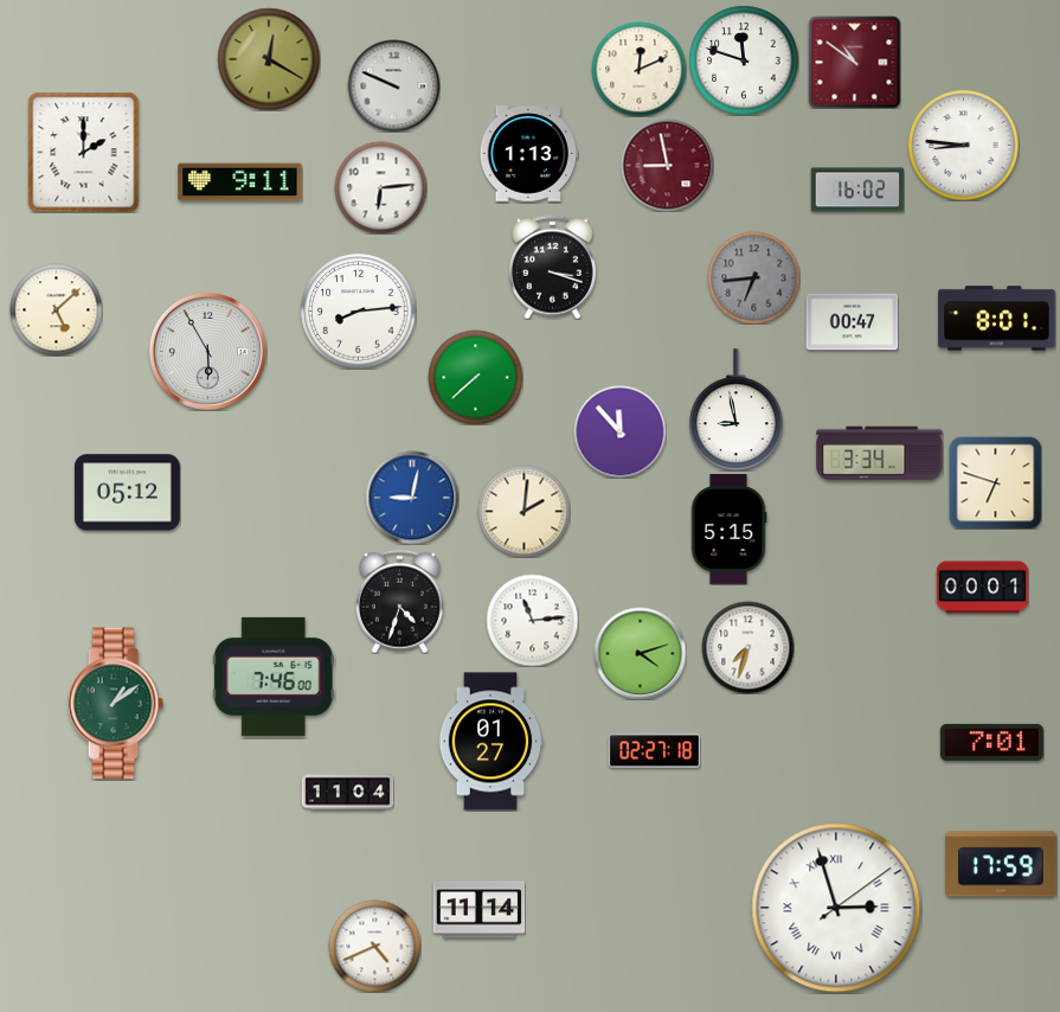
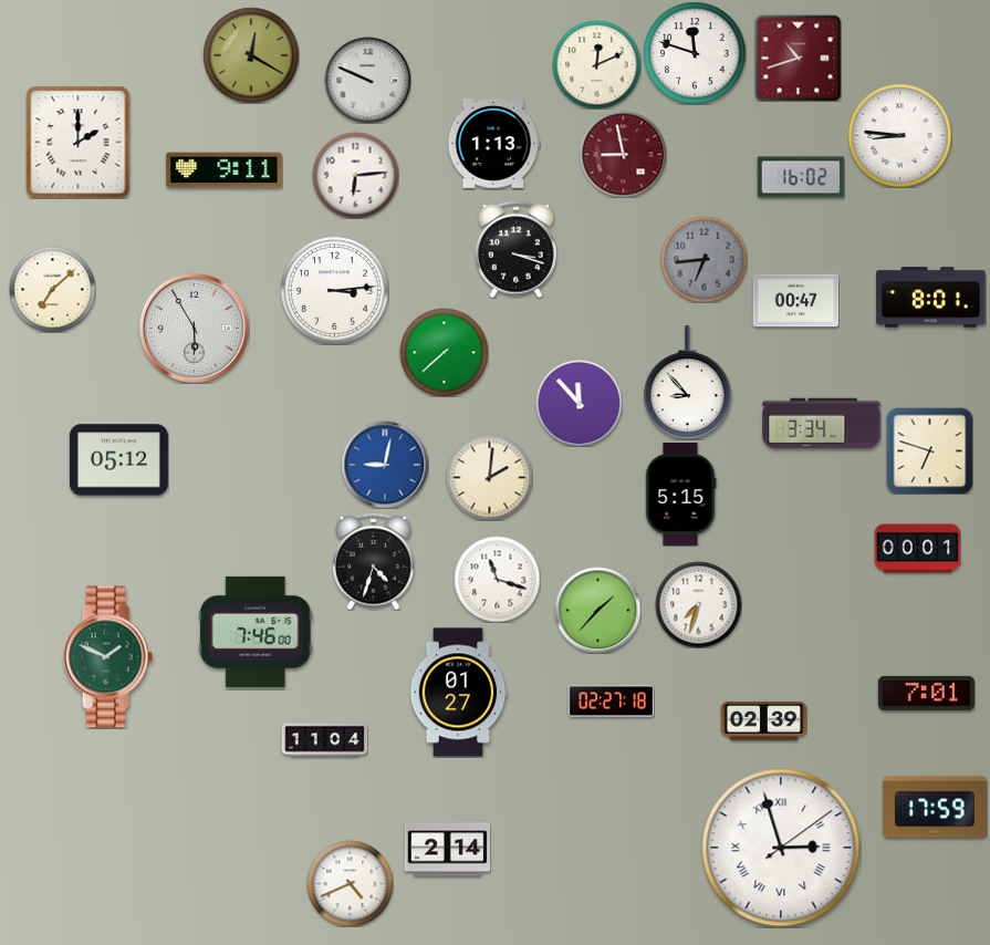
clock at (744, 60) position: (744, 60) -> (695, 53)
clock at (854, 62): 10:51 -> 10:42
clock at (56, 309): 5:08 -> 7:08
clock at (359, 312): 8:14 -> 3:14
clock at (735, 409): 8:58 -> 8:53
clock at (532, 620): 11:14 -> 11:18
clock at (640, 653): 4:12 -> 1:37
clock at (115, 704): 1:09 -> 1:49
clock at (763, 721): none -> 02:39
clock at (478, 910): 11:14 -> 2:14
